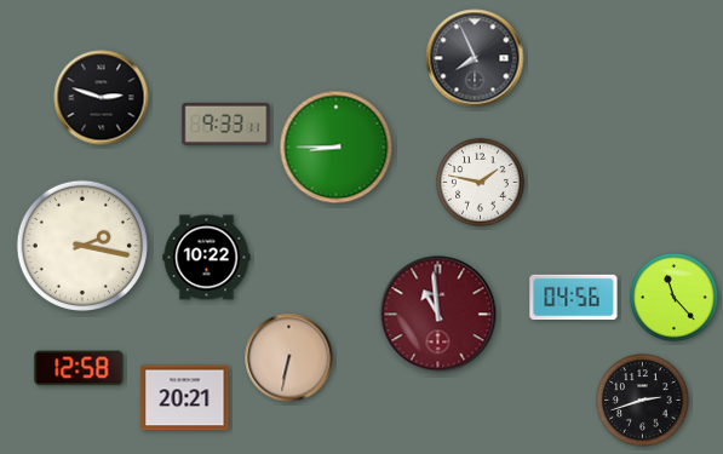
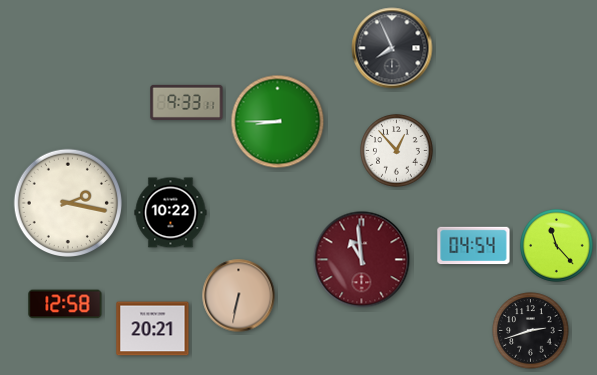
clock at (102, 98): 2:48 -> none
clock at (481, 183): 1:47 -> 12:53
clock at (574, 298): 04:56 -> 04:54
